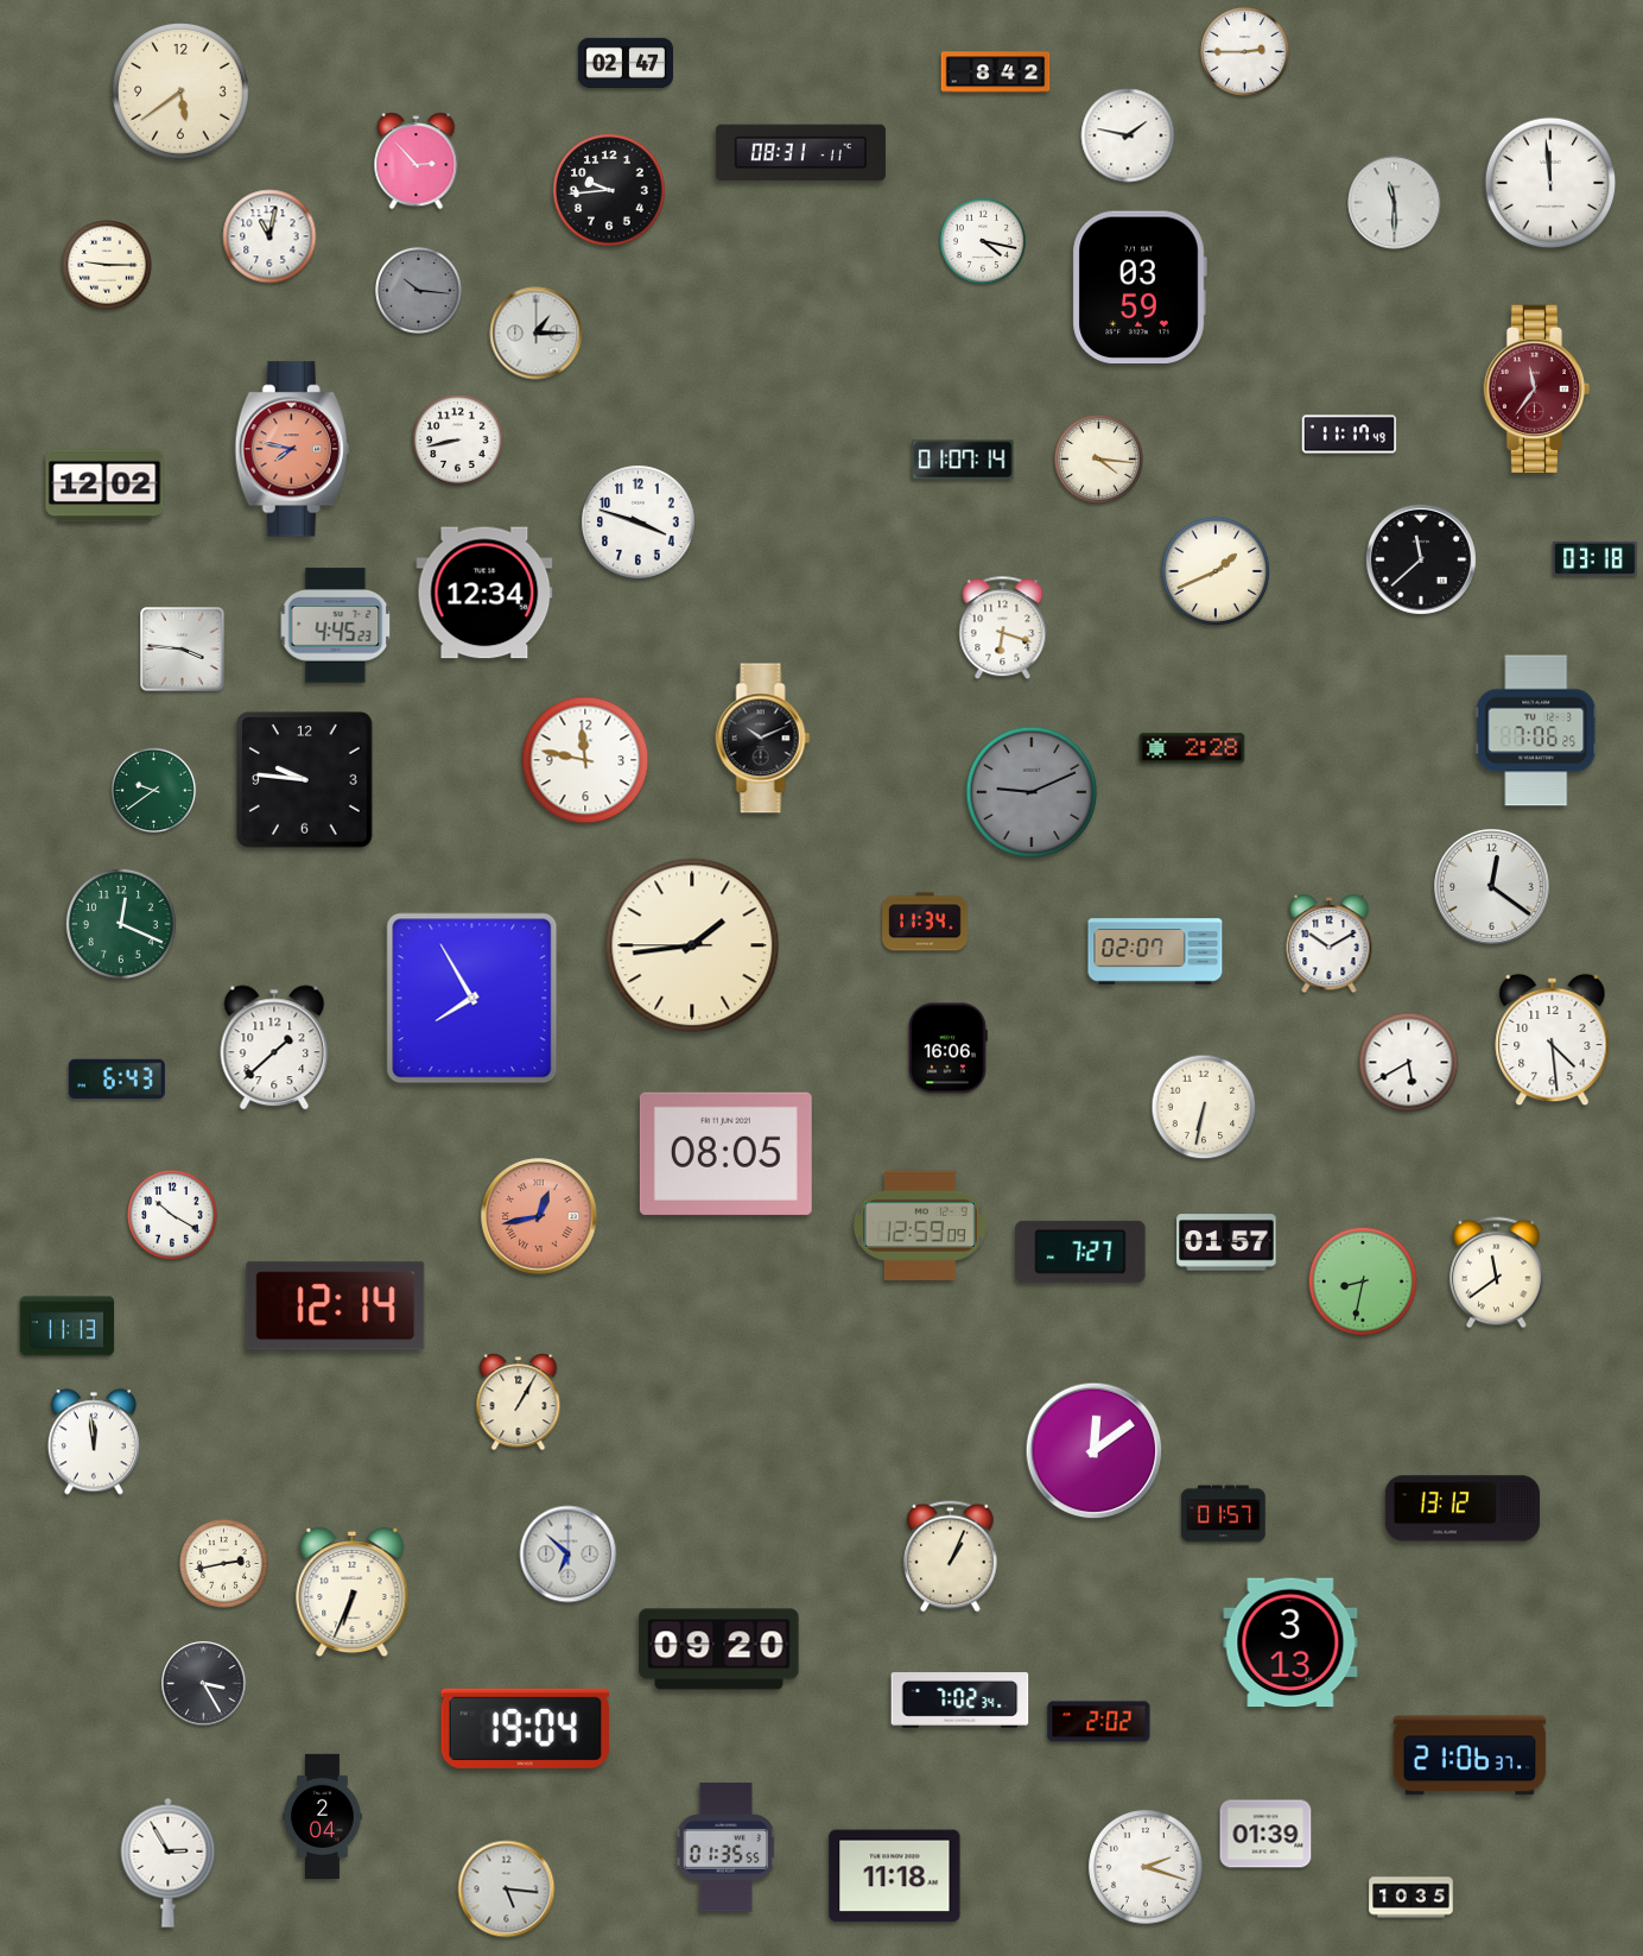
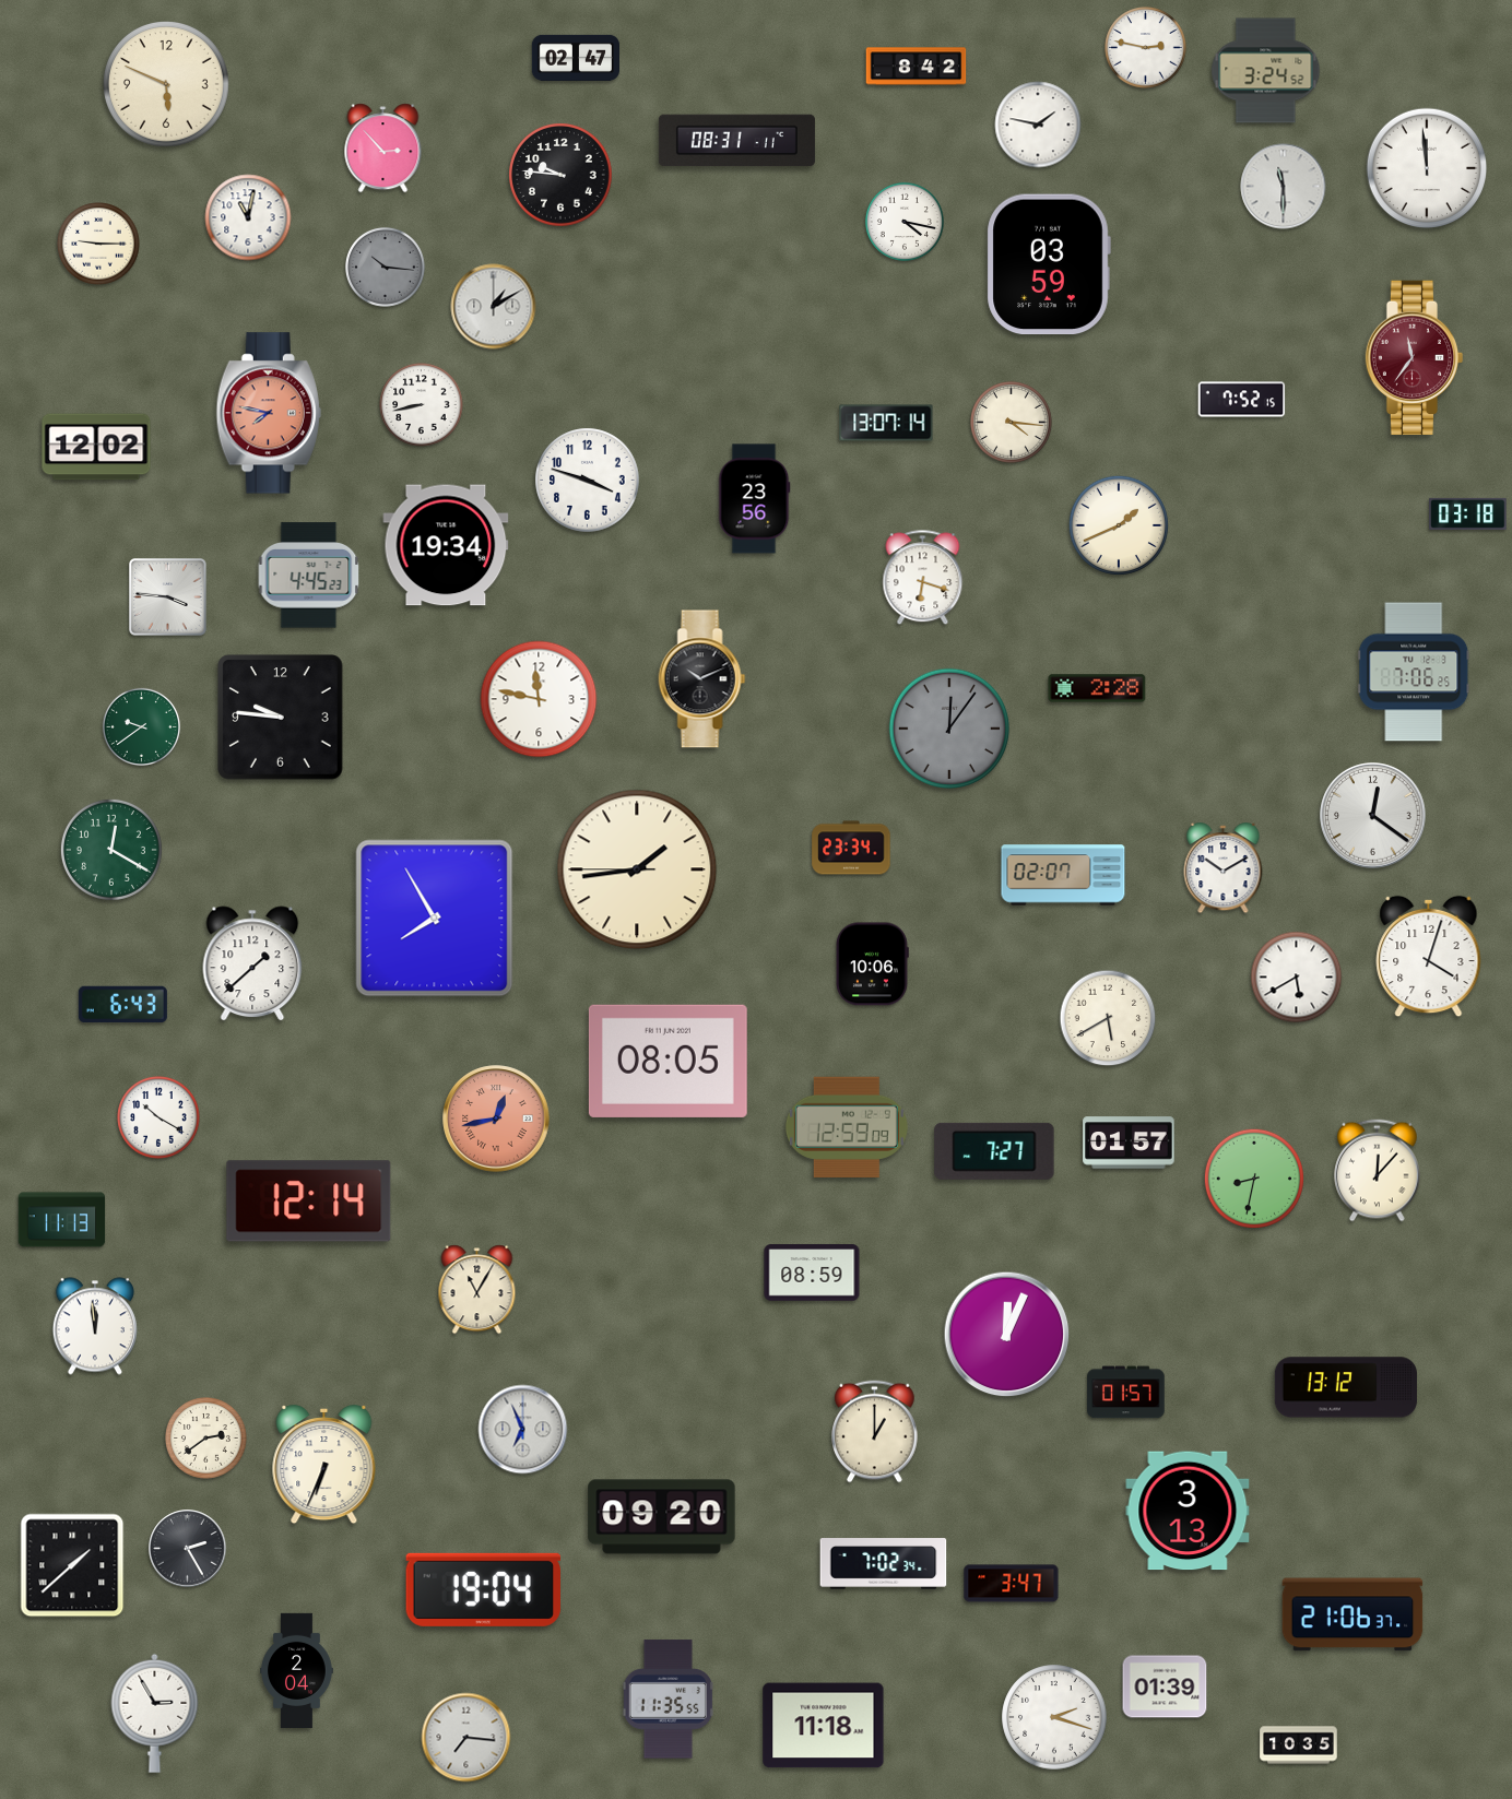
clock at (1245, 52): 2:45 -> 2:47
clock at (1266, 71): none -> 3:24
clock at (182, 93): 5:39 -> 5:49
clock at (610, 191): 9:44 -> 9:46
clock at (537, 334): 1:15 -> 1:10
clock at (1350, 435): 11:17 -> 7:52
clock at (963, 460): 01:07 -> 13:07
clock at (755, 499): none -> 23:56
clock at (1421, 559): 11:38 -> none
clock at (484, 593): 12:34 -> 19:34
clock at (1032, 792): 9:11 -> 12:06
clock at (925, 922): 11:34 -> 23:34
clock at (121, 924): 12:19 -> 12:20
clock at (1553, 1040): 4:29 -> 4:03
clock at (947, 1049): 16:06 -> 10:06
clock at (116, 1078) position: (116, 1078) -> (122, 1004)
clock at (1204, 1107): 6:32 -> 5:40
clock at (1497, 1273): 11:39 -> 12:07
clock at (812, 1273): none -> 08:59
clock at (519, 1403): 1:05 -> 11:05
clock at (94, 1442) position: (94, 1442) -> (95, 1326)
clock at (1095, 1451): 12:09 -> 12:04
clock at (569, 1555): 6:52 -> 6:56
clock at (951, 1557): 1:04 -> 1:00
clock at (224, 1564): 2:43 -> 2:39
clock at (204, 1684): 3:25 -> 2:25
clock at (72, 1565): none -> 1:38
clock at (1099, 1722): 2:02 -> 3:47
clock at (725, 1848): 01:35 -> 11:35
clock at (507, 1889): 5:16 -> 7:16
